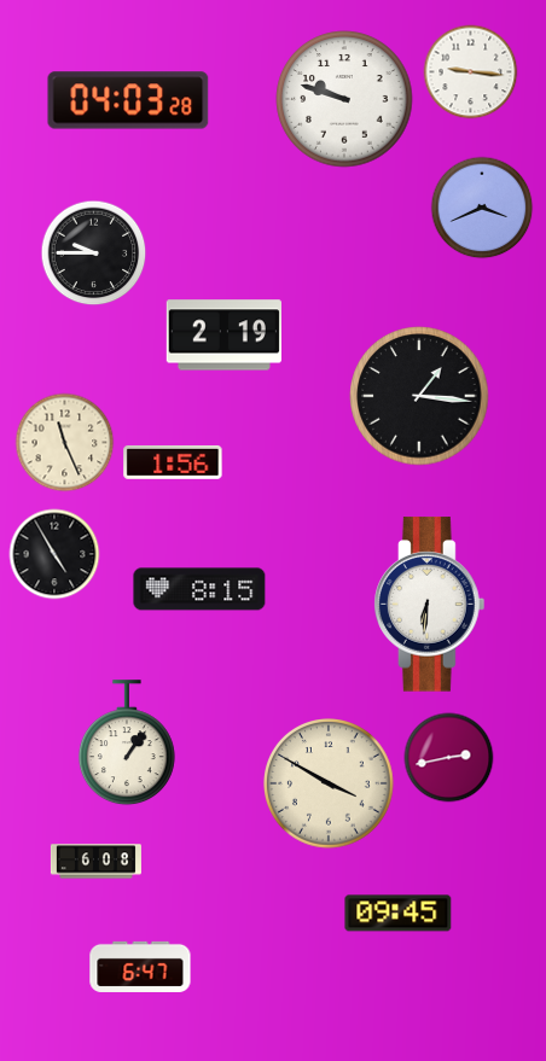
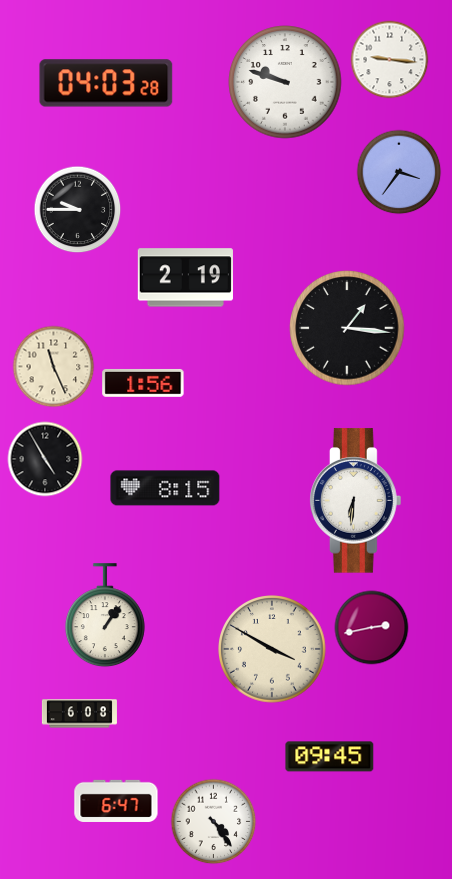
clock at (482, 208): 3:41 -> 3:36
clock at (214, 822): none -> 4:24
